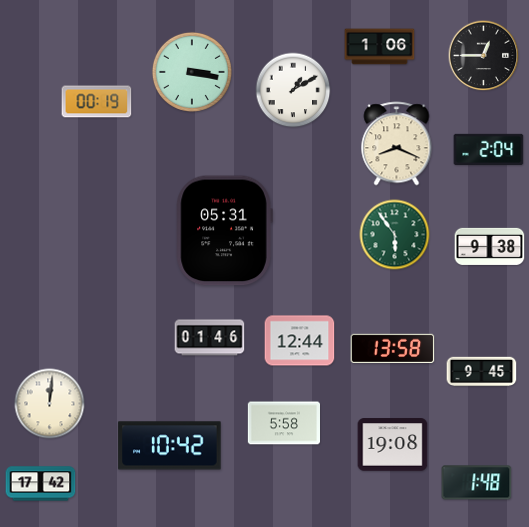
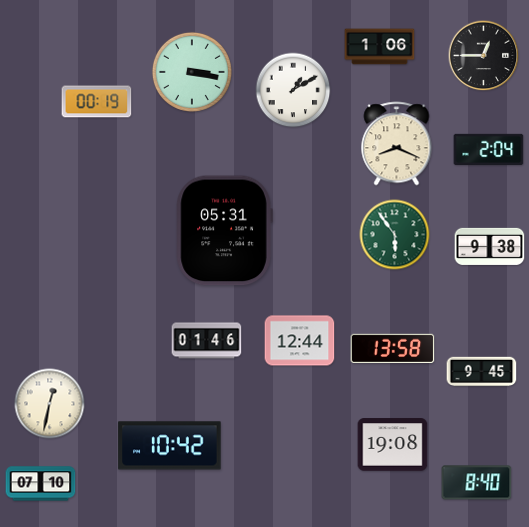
clock at (210, 338) position: (210, 338) -> (207, 341)
clock at (50, 404): 12:01 -> 12:32
clock at (283, 423): 5:58 -> none
clock at (477, 483): 1:48 -> 8:40
clock at (41, 484): 17:42 -> 07:10
